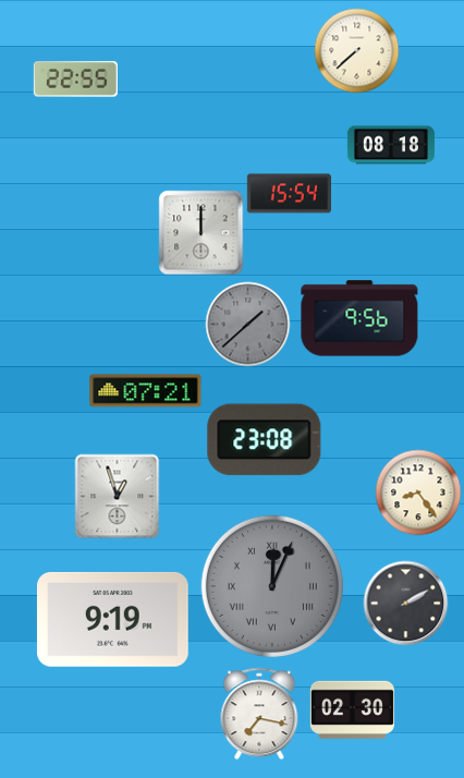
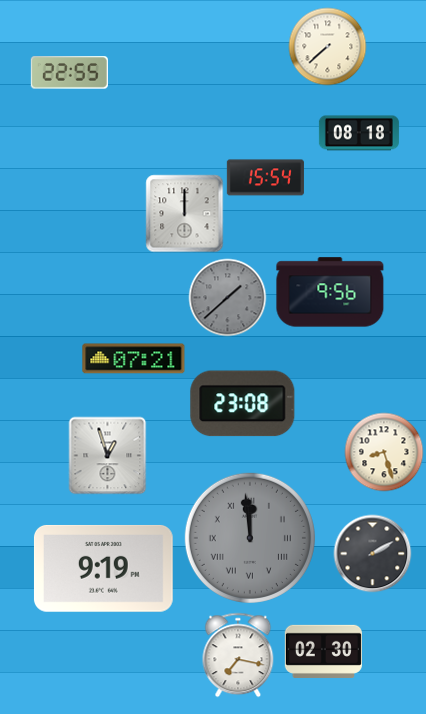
clock at (418, 493): 8:24 -> 8:27
clock at (272, 586): 12:04 -> 11:59
